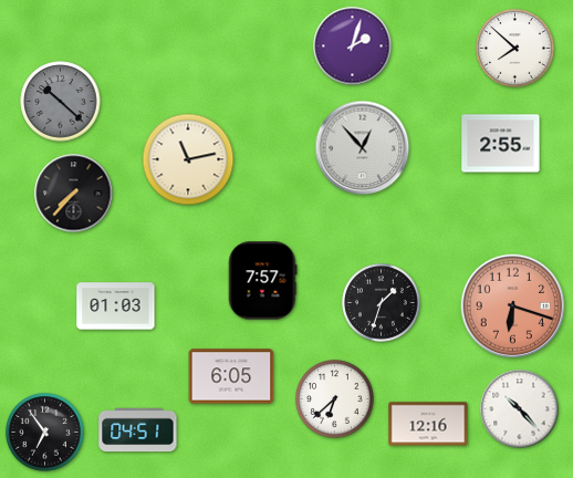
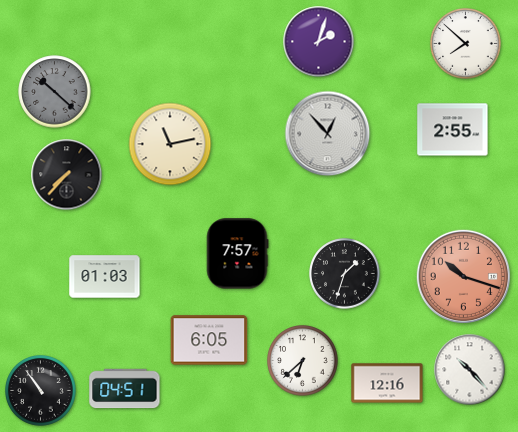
clock at (512, 305): 6:18 -> 10:18
clock at (45, 433): 6:54 -> 10:54
